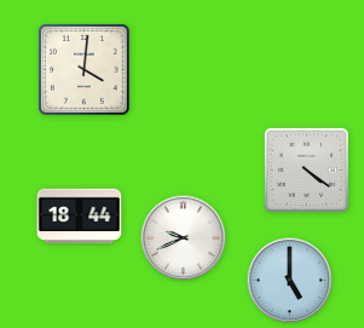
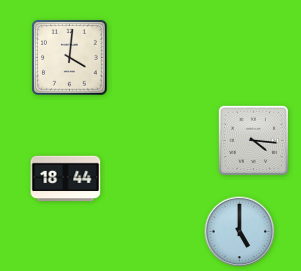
clock at (306, 169): 4:21 -> 4:16
clock at (184, 238): 9:41 -> none
